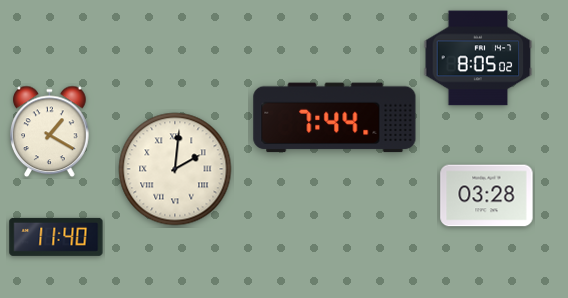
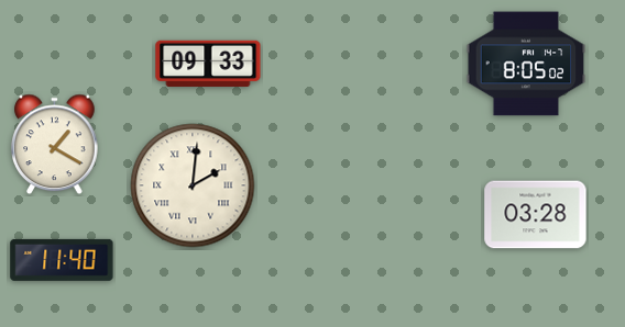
clock at (208, 63): none -> 09:33
clock at (335, 118): 7:44 -> none
